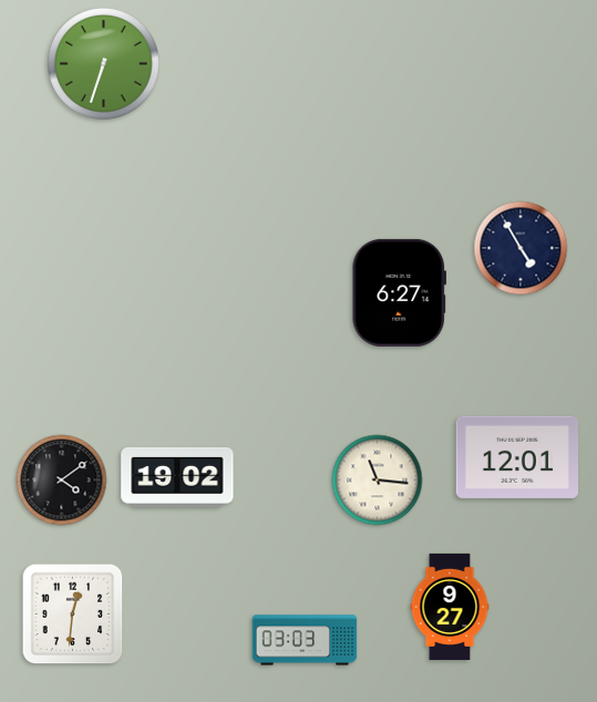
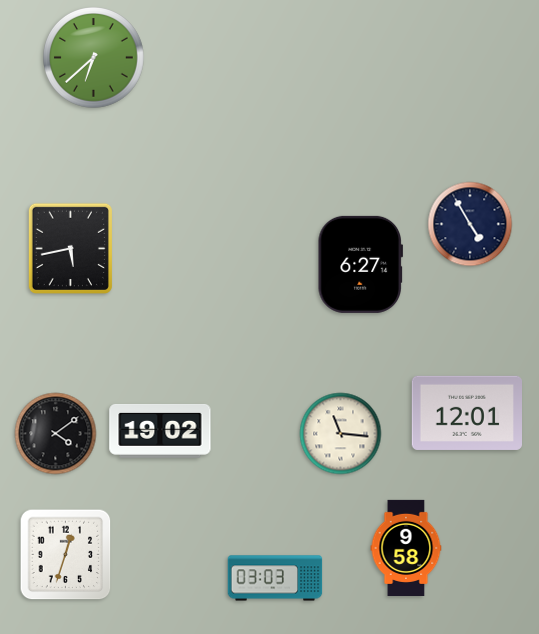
clock at (104, 64): 6:33 -> 6:38
clock at (70, 248): none -> 5:43
clock at (450, 606): 9:27 -> 9:58
clock at (73, 615): 12:31 -> 12:33
